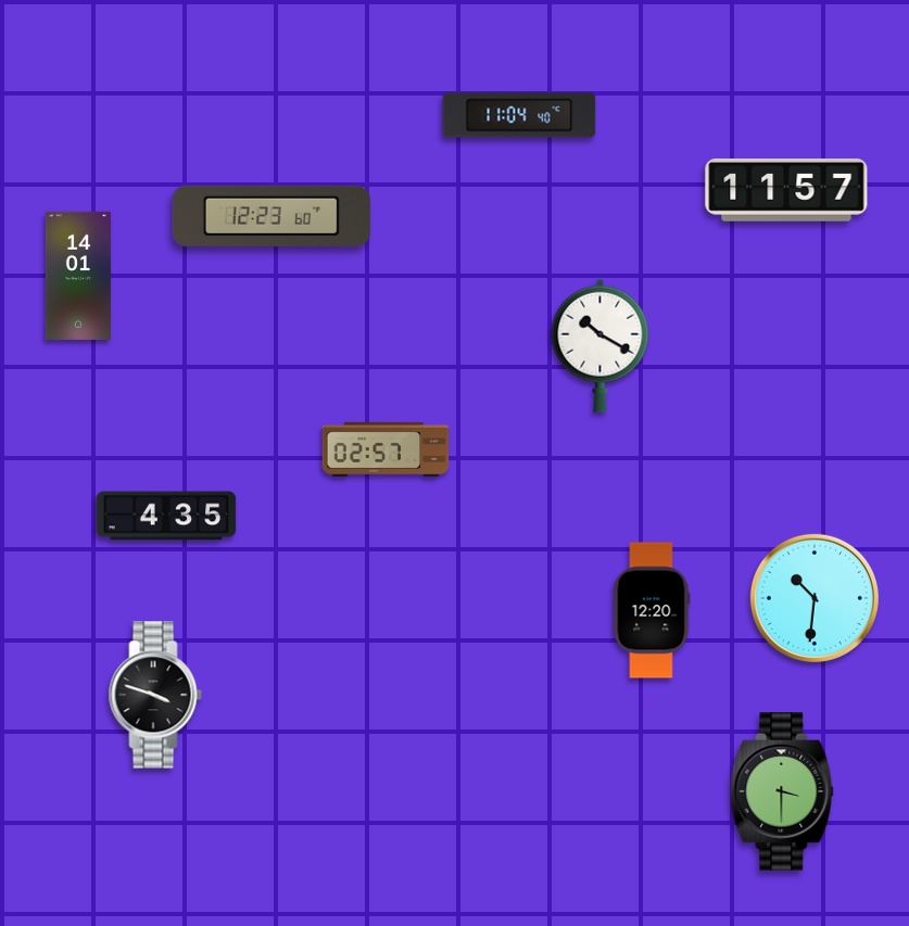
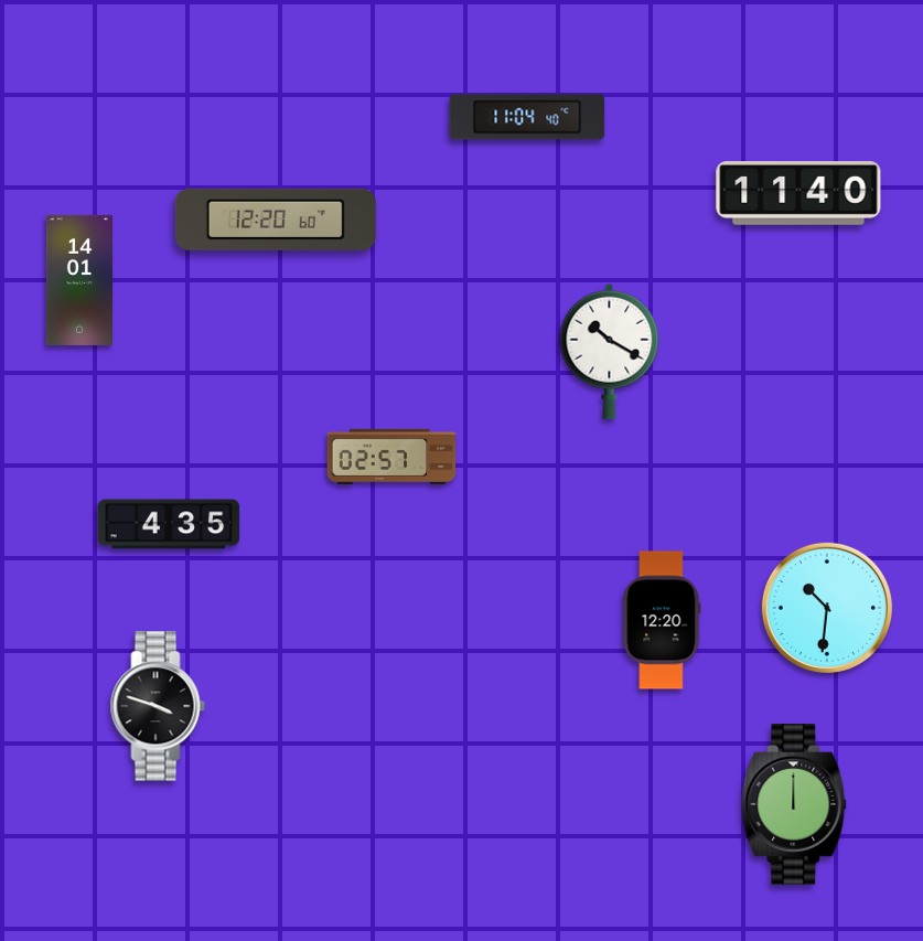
clock at (786, 191): 11:57 -> 11:40
clock at (272, 216): 12:23 -> 12:20
clock at (782, 792): 3:30 -> 12:00
